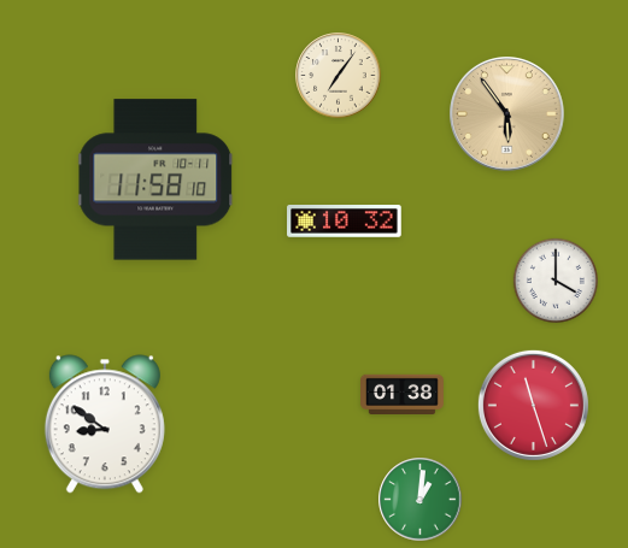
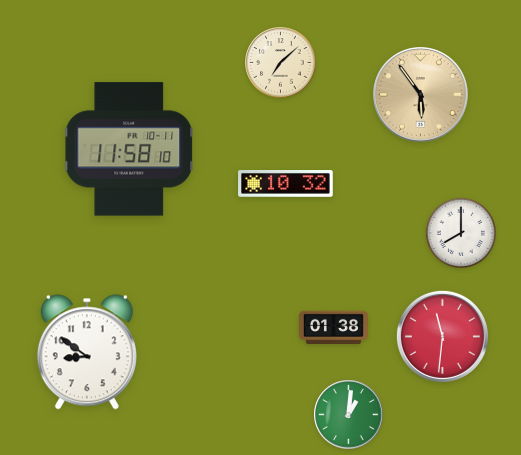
clock at (339, 76): 7:06 -> 7:08
clock at (556, 281): 4:00 -> 8:00
clock at (533, 405): 11:27 -> 11:31
